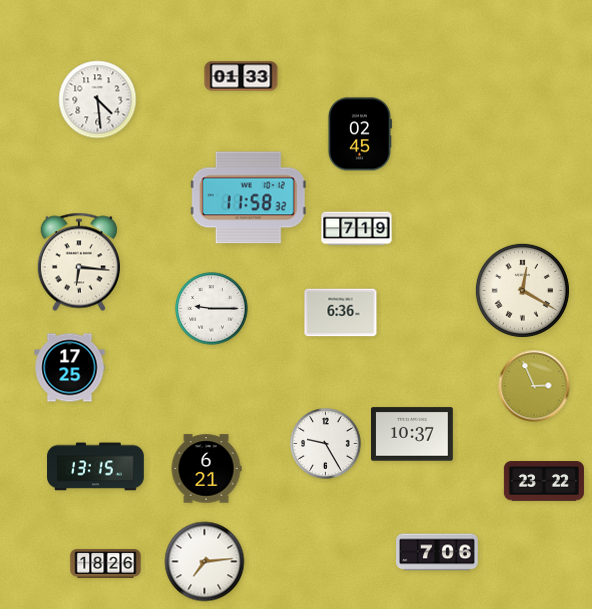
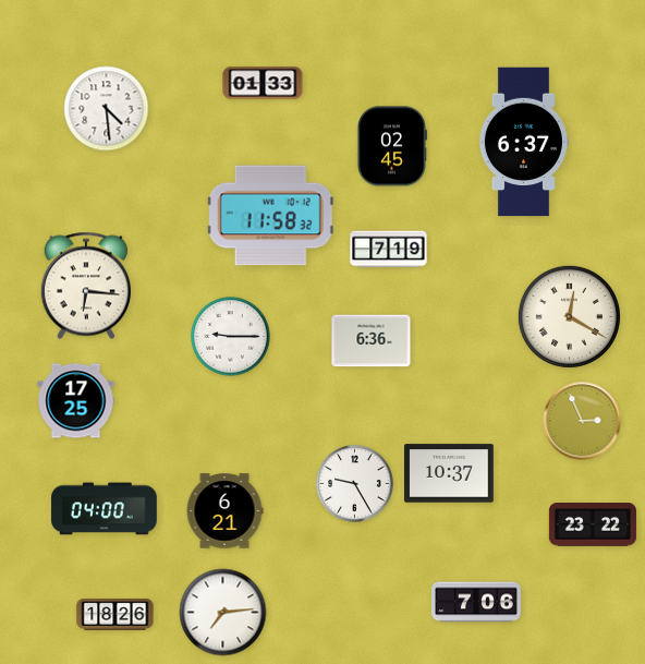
clock at (523, 142): none -> 6:37
clock at (96, 467): 13:15 -> 04:00
